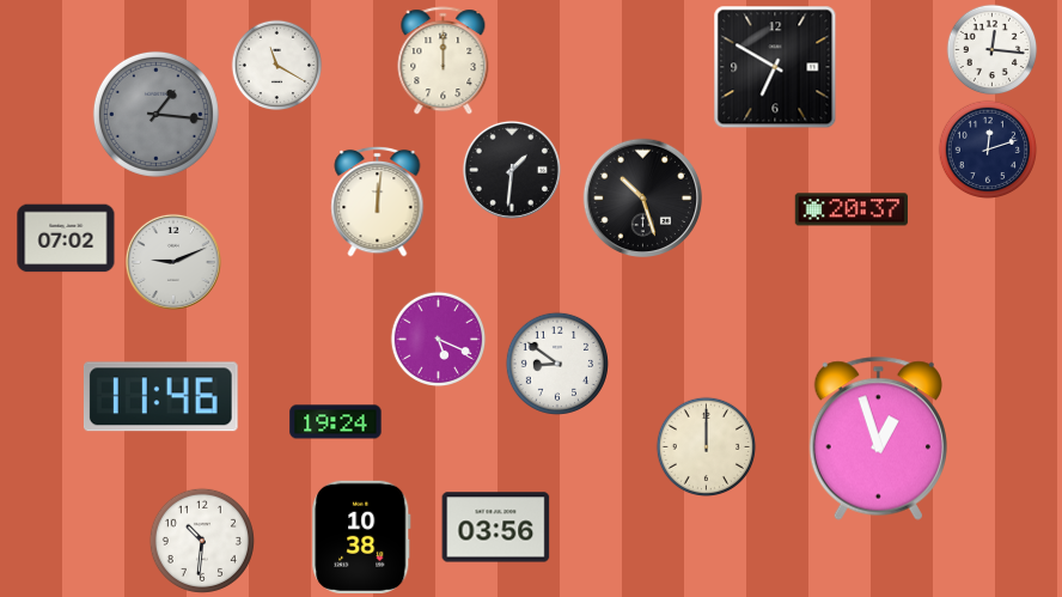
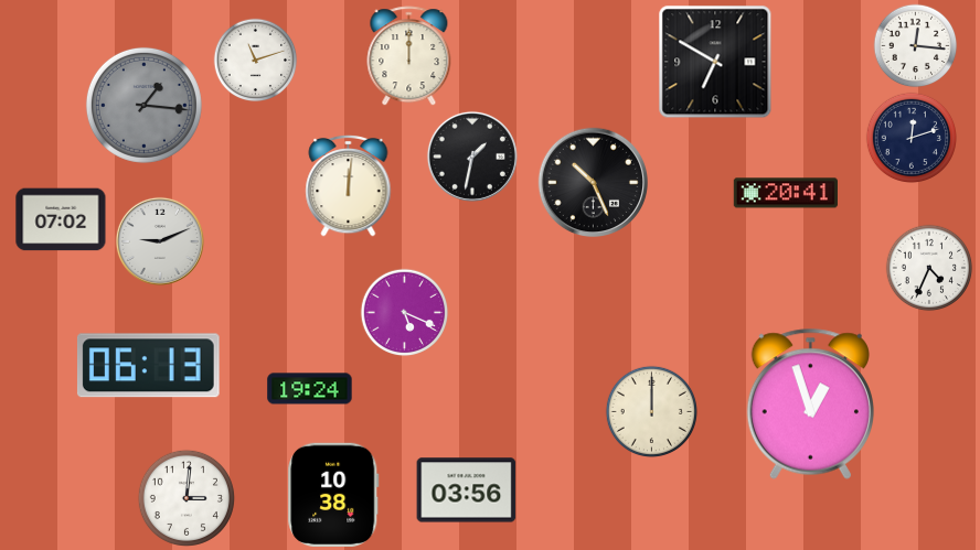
clock at (277, 66): 11:20 -> 11:12
clock at (512, 170): 1:31 -> 1:32
clock at (642, 197): 10:27 -> 10:26
clock at (852, 209): 20:37 -> 20:41
clock at (929, 268): none -> 4:34
clock at (556, 363): 8:51 -> none
clock at (160, 397): 11:46 -> 06:13
clock at (496, 528) position: (496, 528) -> (467, 490)
clock at (202, 541): 10:31 -> 3:01
